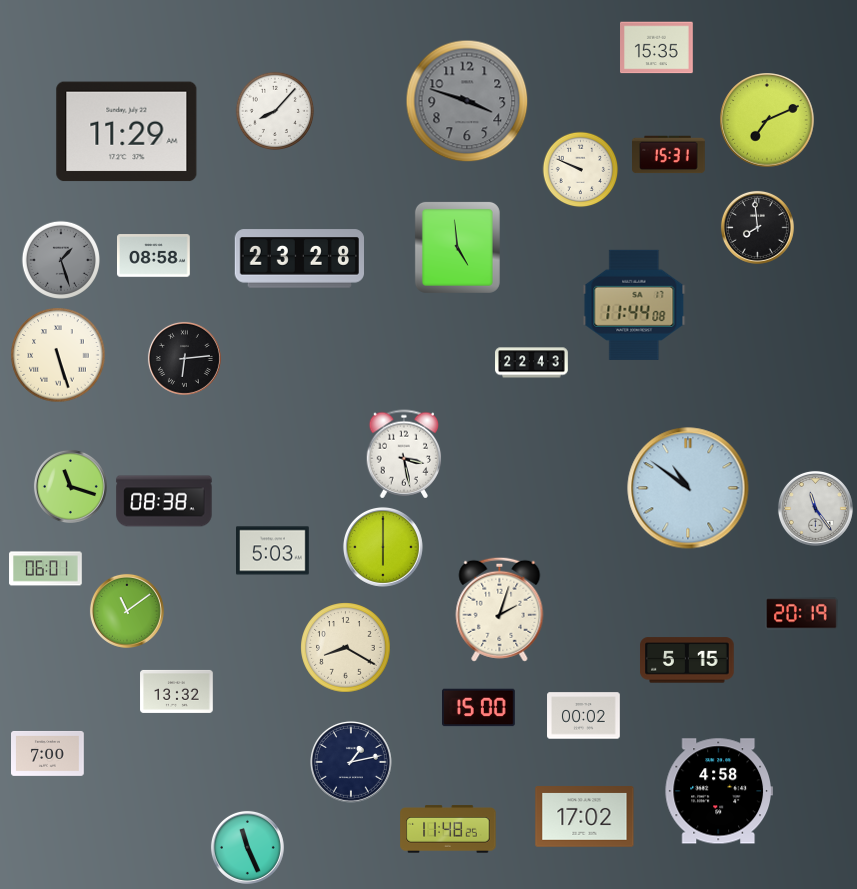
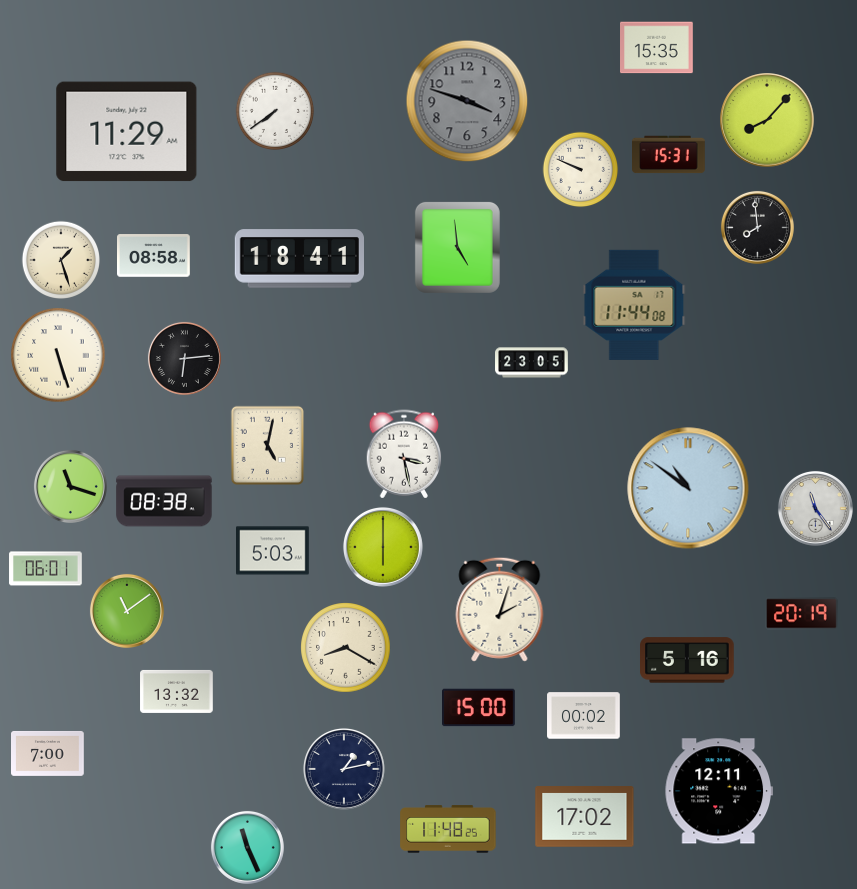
clock at (274, 110): 8:07 -> 7:39
clock at (767, 120): 7:11 -> 8:07
clock at (60, 259) dial: grey -> cream
clock at (299, 259): 23:28 -> 18:41
clock at (532, 363): 22:43 -> 23:05
clock at (267, 445): none -> 5:02
clock at (687, 660): 5:15 -> 5:16
clock at (352, 762) position: (352, 762) -> (345, 769)
clock at (718, 791): 4:58 -> 12:11
